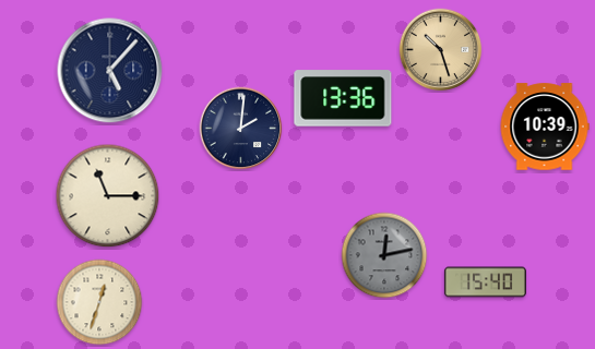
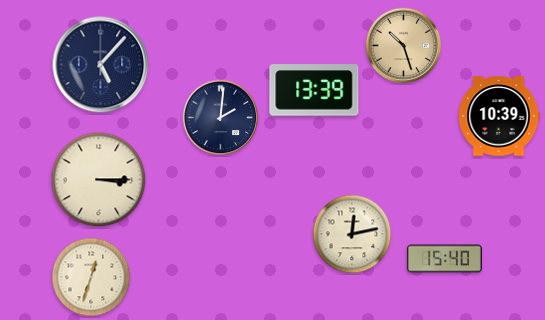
clock at (343, 98): 13:36 -> 13:39
clock at (108, 196): 11:15 -> 3:15
clock at (384, 255) dial: grey -> cream
